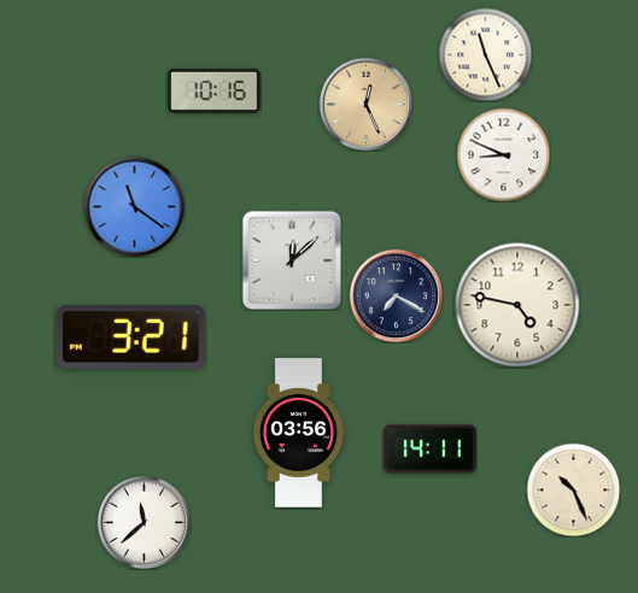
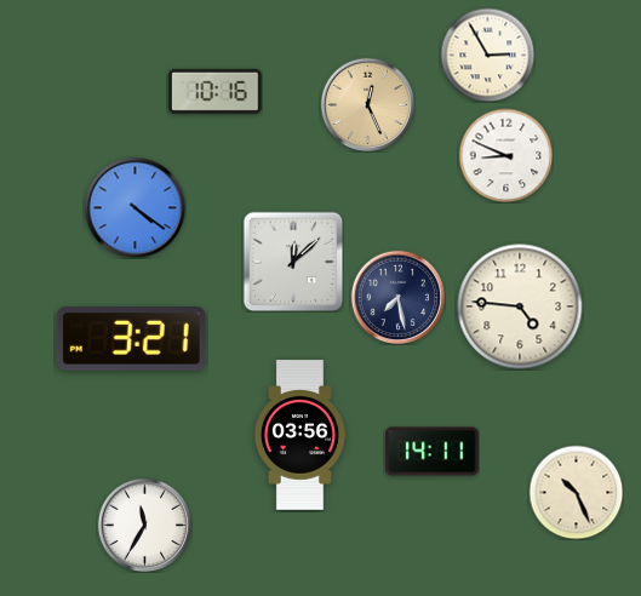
clock at (485, 54): 11:26 -> 2:55
clock at (134, 206): 11:21 -> 4:21
clock at (396, 295): 7:20 -> 7:28
clock at (517, 305): 4:47 -> 4:46
clock at (144, 522): 11:38 -> 11:35
